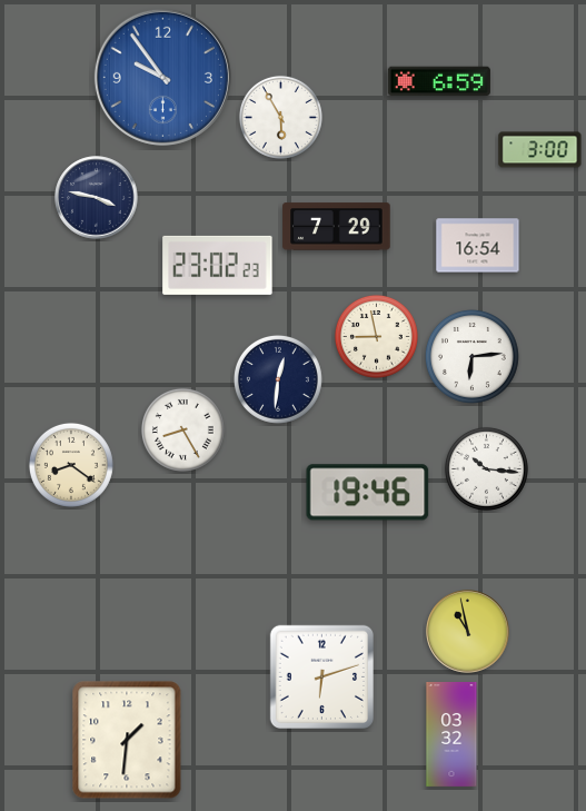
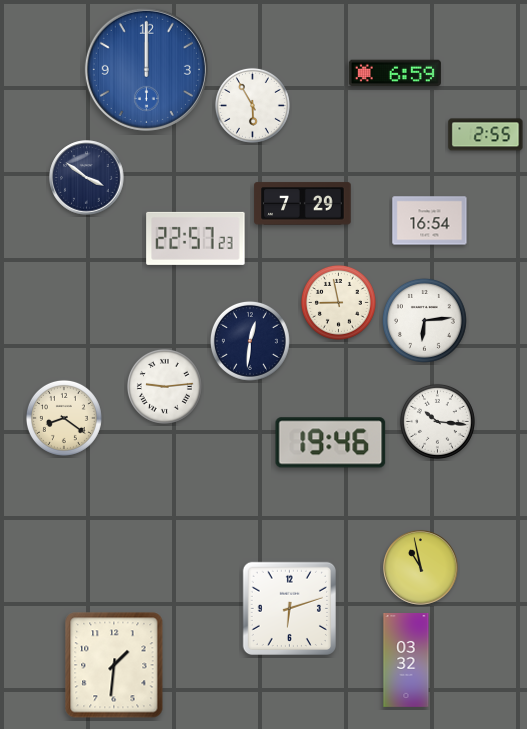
clock at (162, 77): 9:54 -> 12:00
clock at (540, 150): 3:00 -> 2:55
clock at (97, 198): 3:47 -> 3:51
clock at (218, 265): 23:02 -> 22:57
clock at (182, 429): 8:25 -> 9:14
